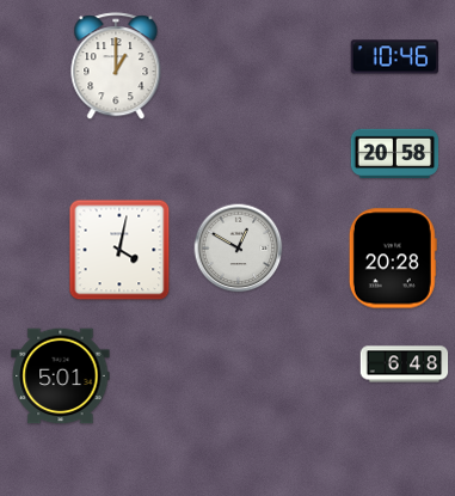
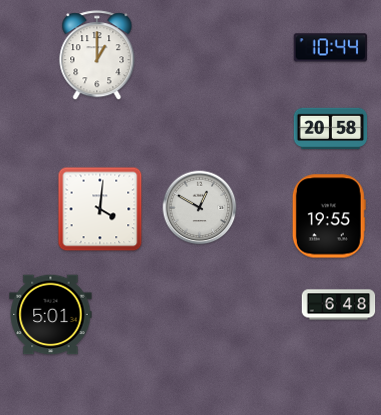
clock at (395, 57): 10:46 -> 10:44
clock at (119, 250): 4:02 -> 4:01
clock at (393, 258): 20:28 -> 19:55
